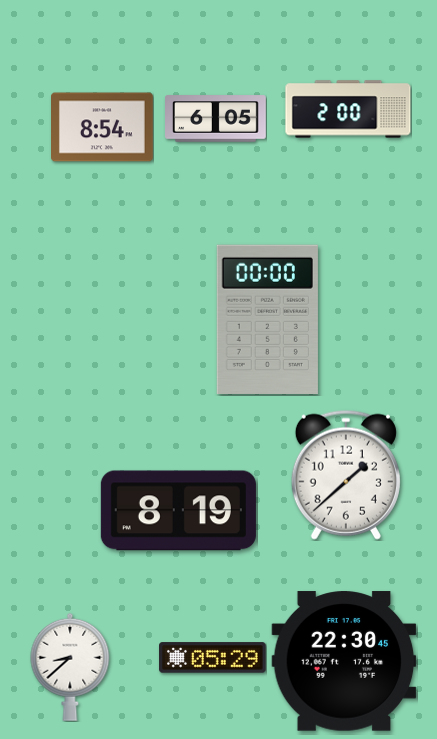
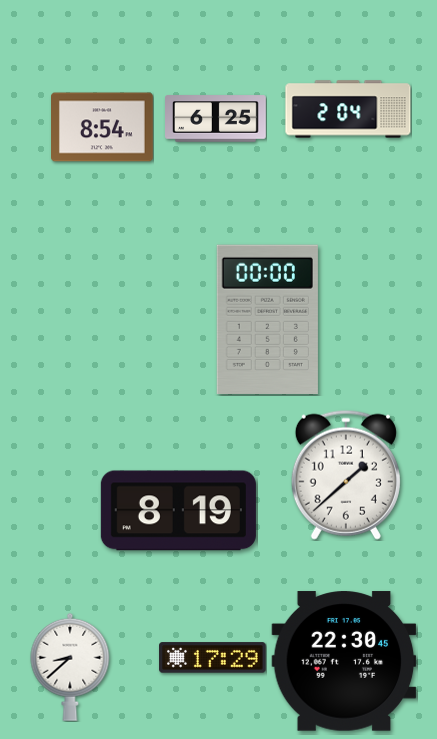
clock at (348, 109): 2:00 -> 2:04
clock at (216, 119): 6:05 -> 6:25
clock at (213, 658): 05:29 -> 17:29
